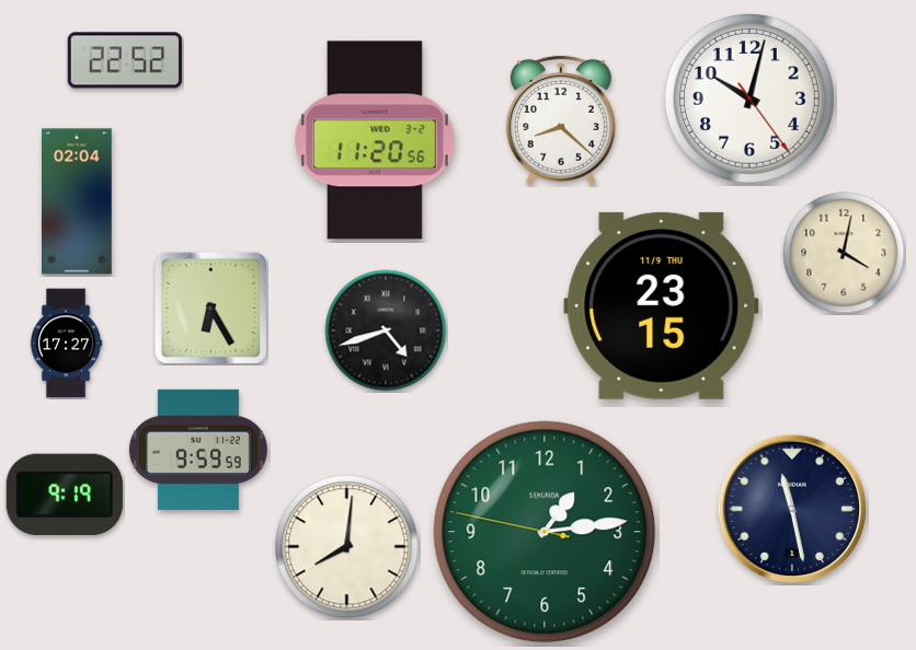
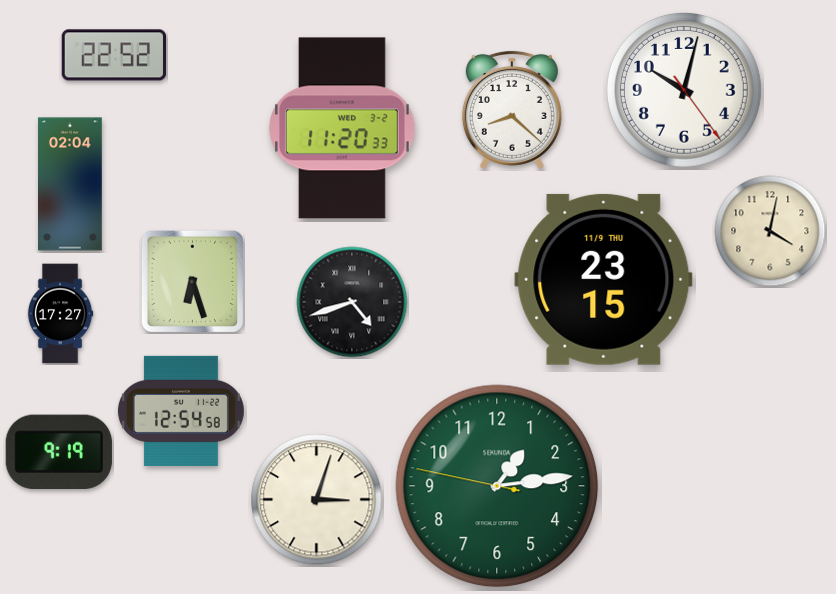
clock at (375, 140): 11:20:56 -> 11:20:33
clock at (210, 307): 6:25 -> 6:27
clock at (198, 450): 9:59 -> 12:54
clock at (792, 509): 11:28 -> none
clock at (347, 547): 8:01 -> 3:03
